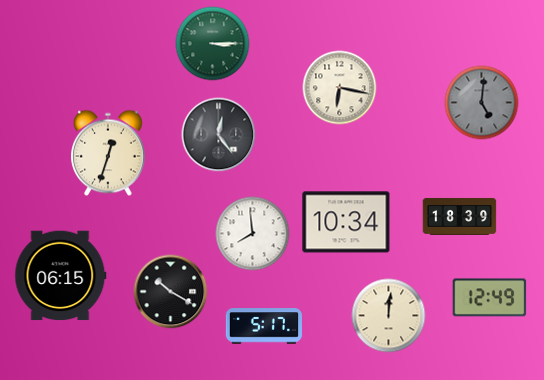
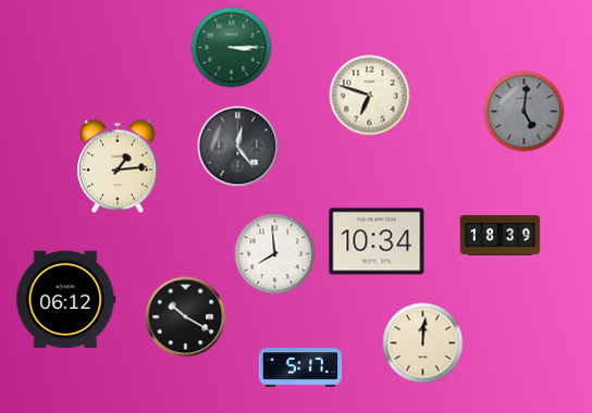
clock at (340, 88): 6:17 -> 6:48
clock at (109, 153): 12:33 -> 1:14
clock at (61, 276): 06:15 -> 06:12
clock at (490, 298): 12:49 -> none
clock at (264, 326) position: (264, 326) -> (300, 367)
